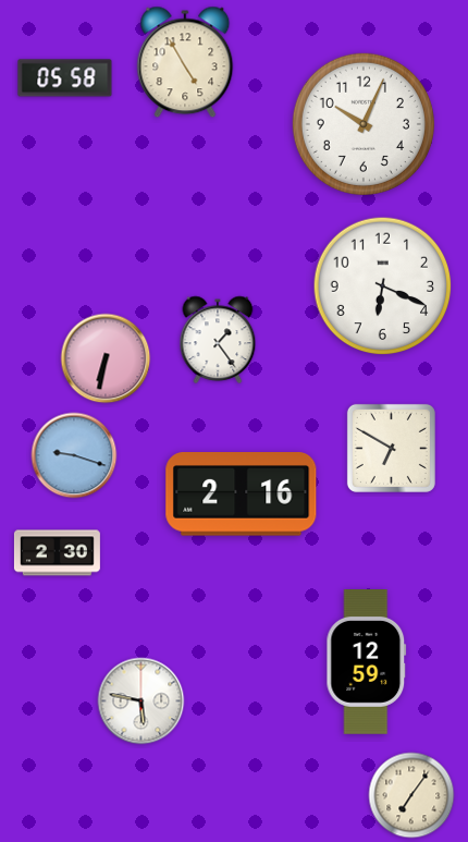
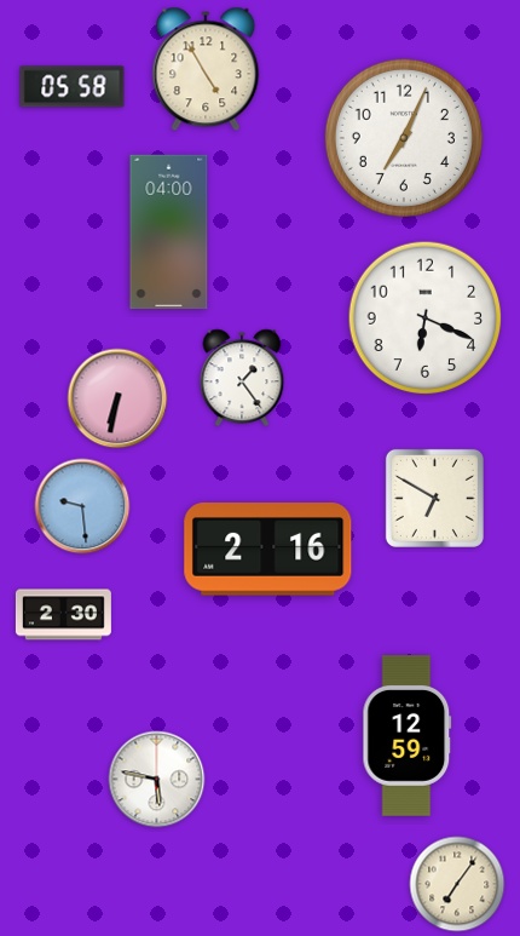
clock at (364, 124): 10:04 -> 7:04
clock at (169, 232): none -> 04:00
clock at (74, 455): 9:18 -> 9:29
